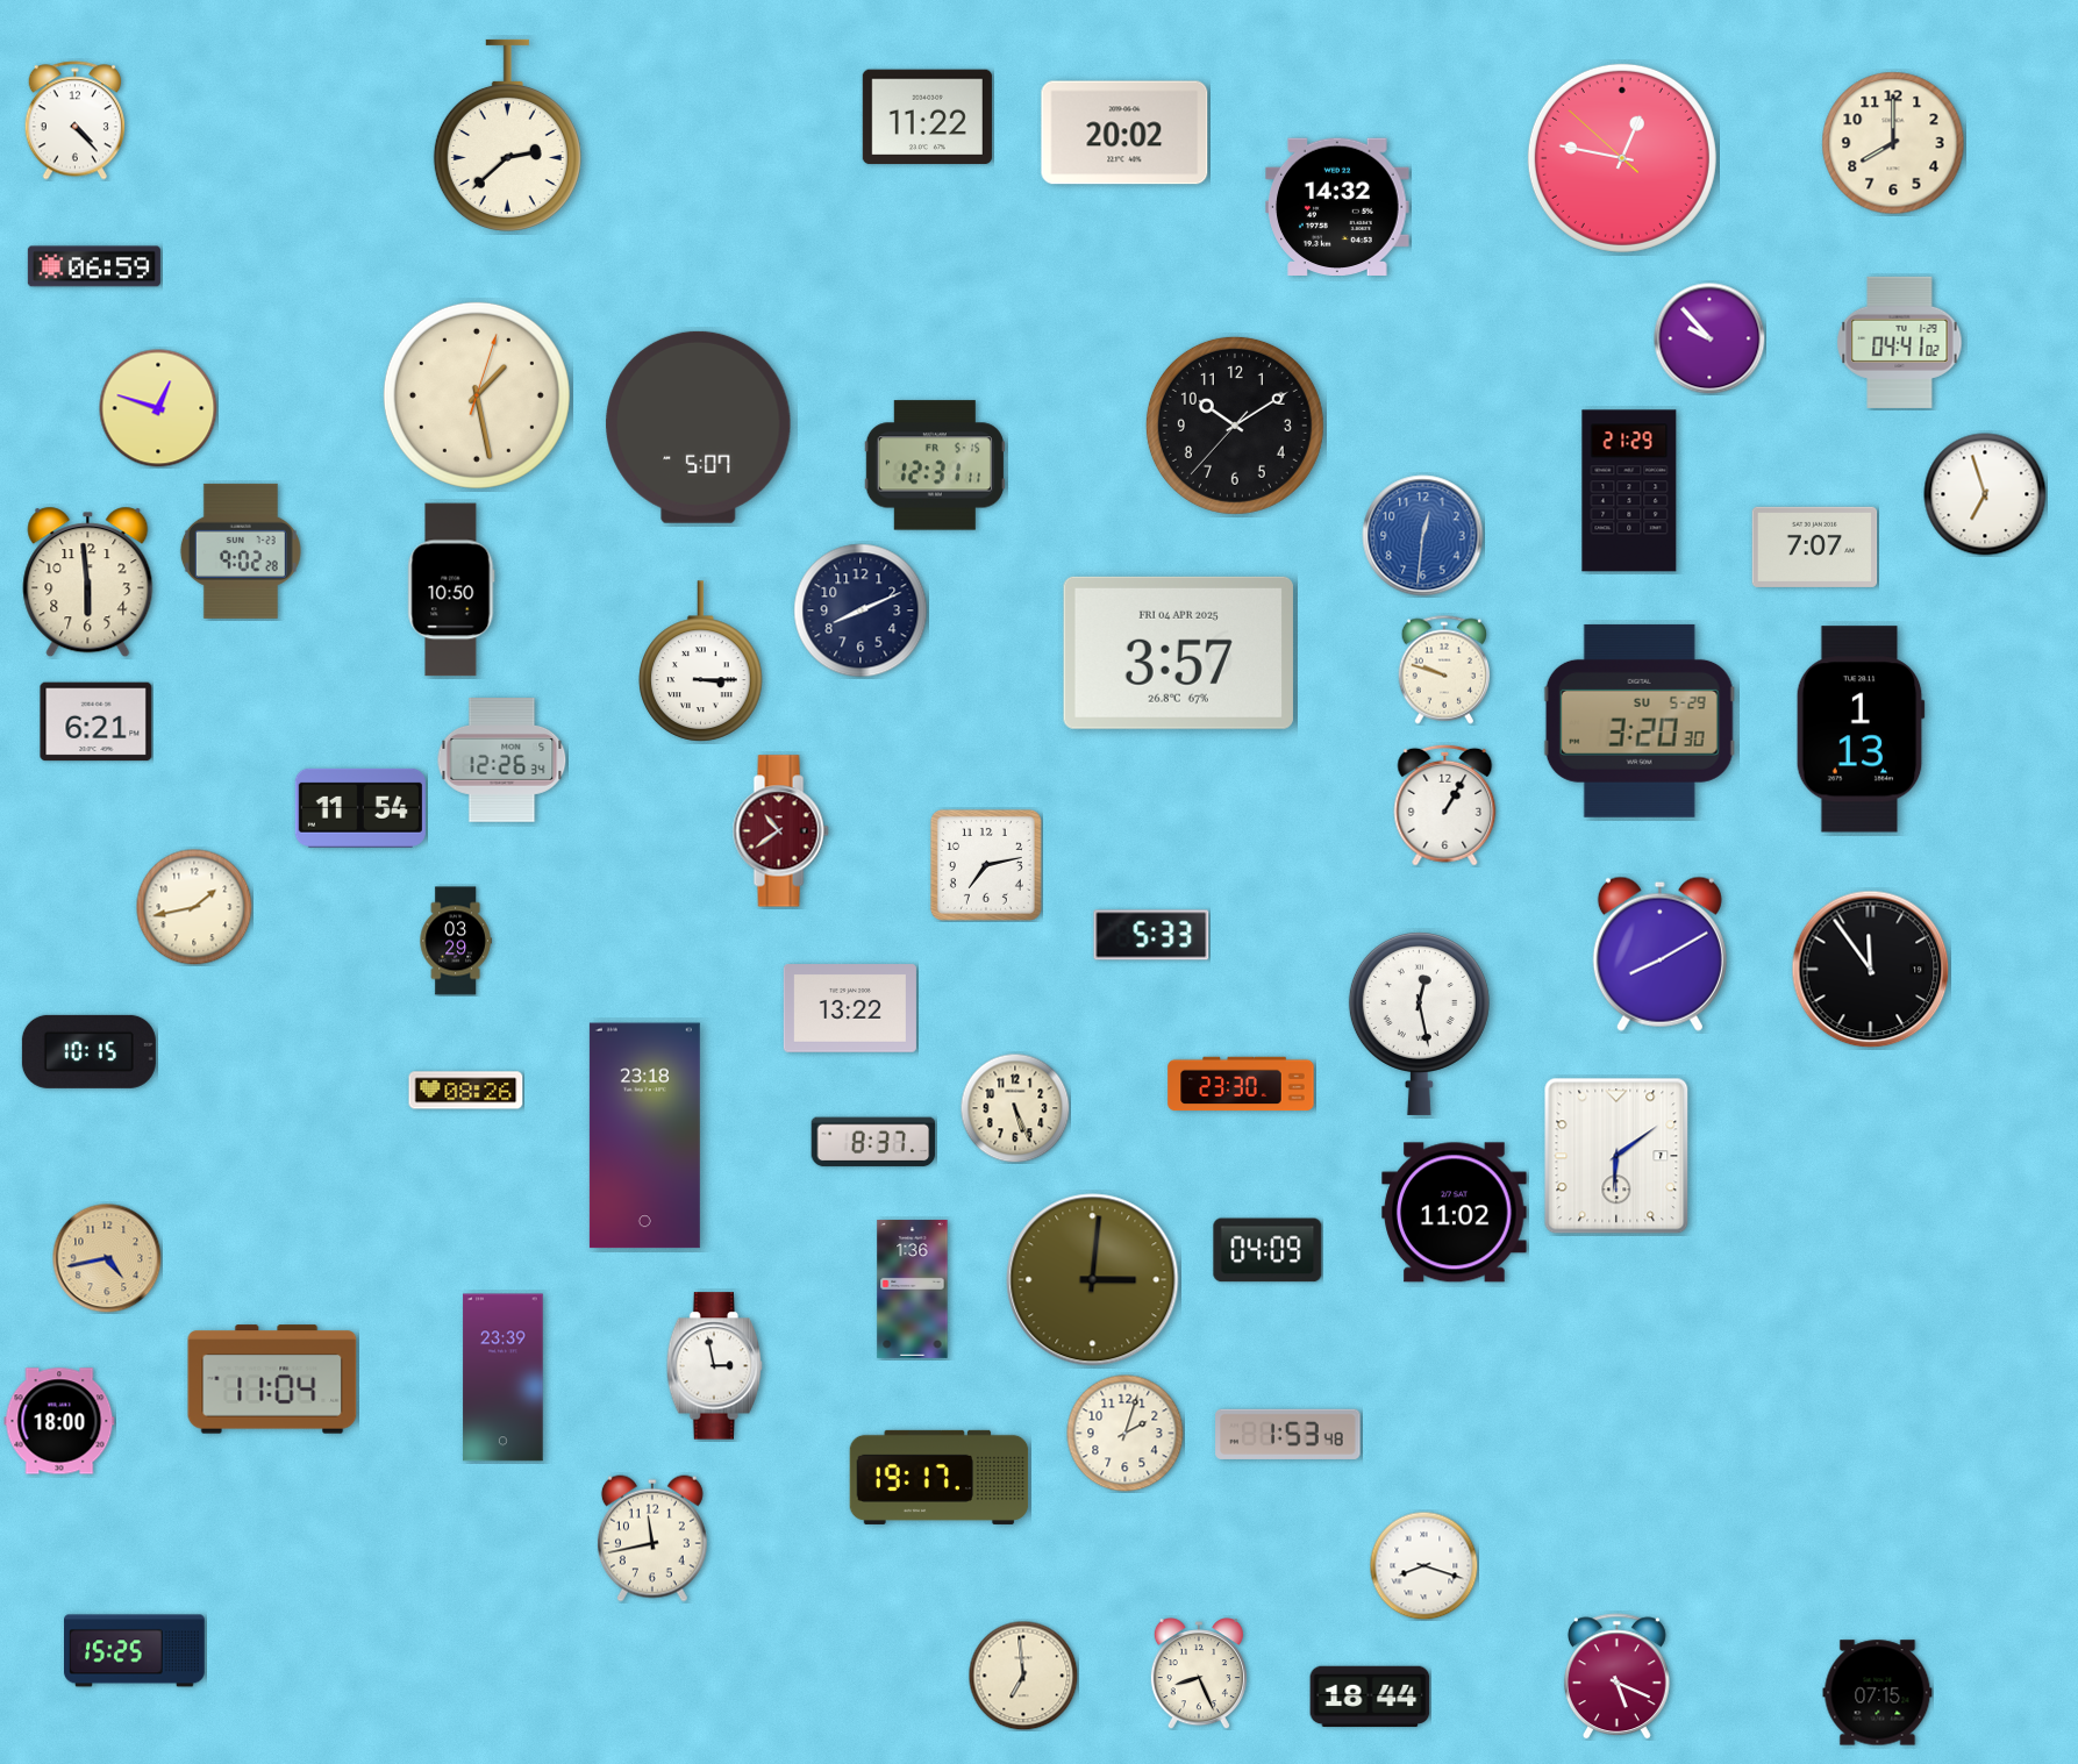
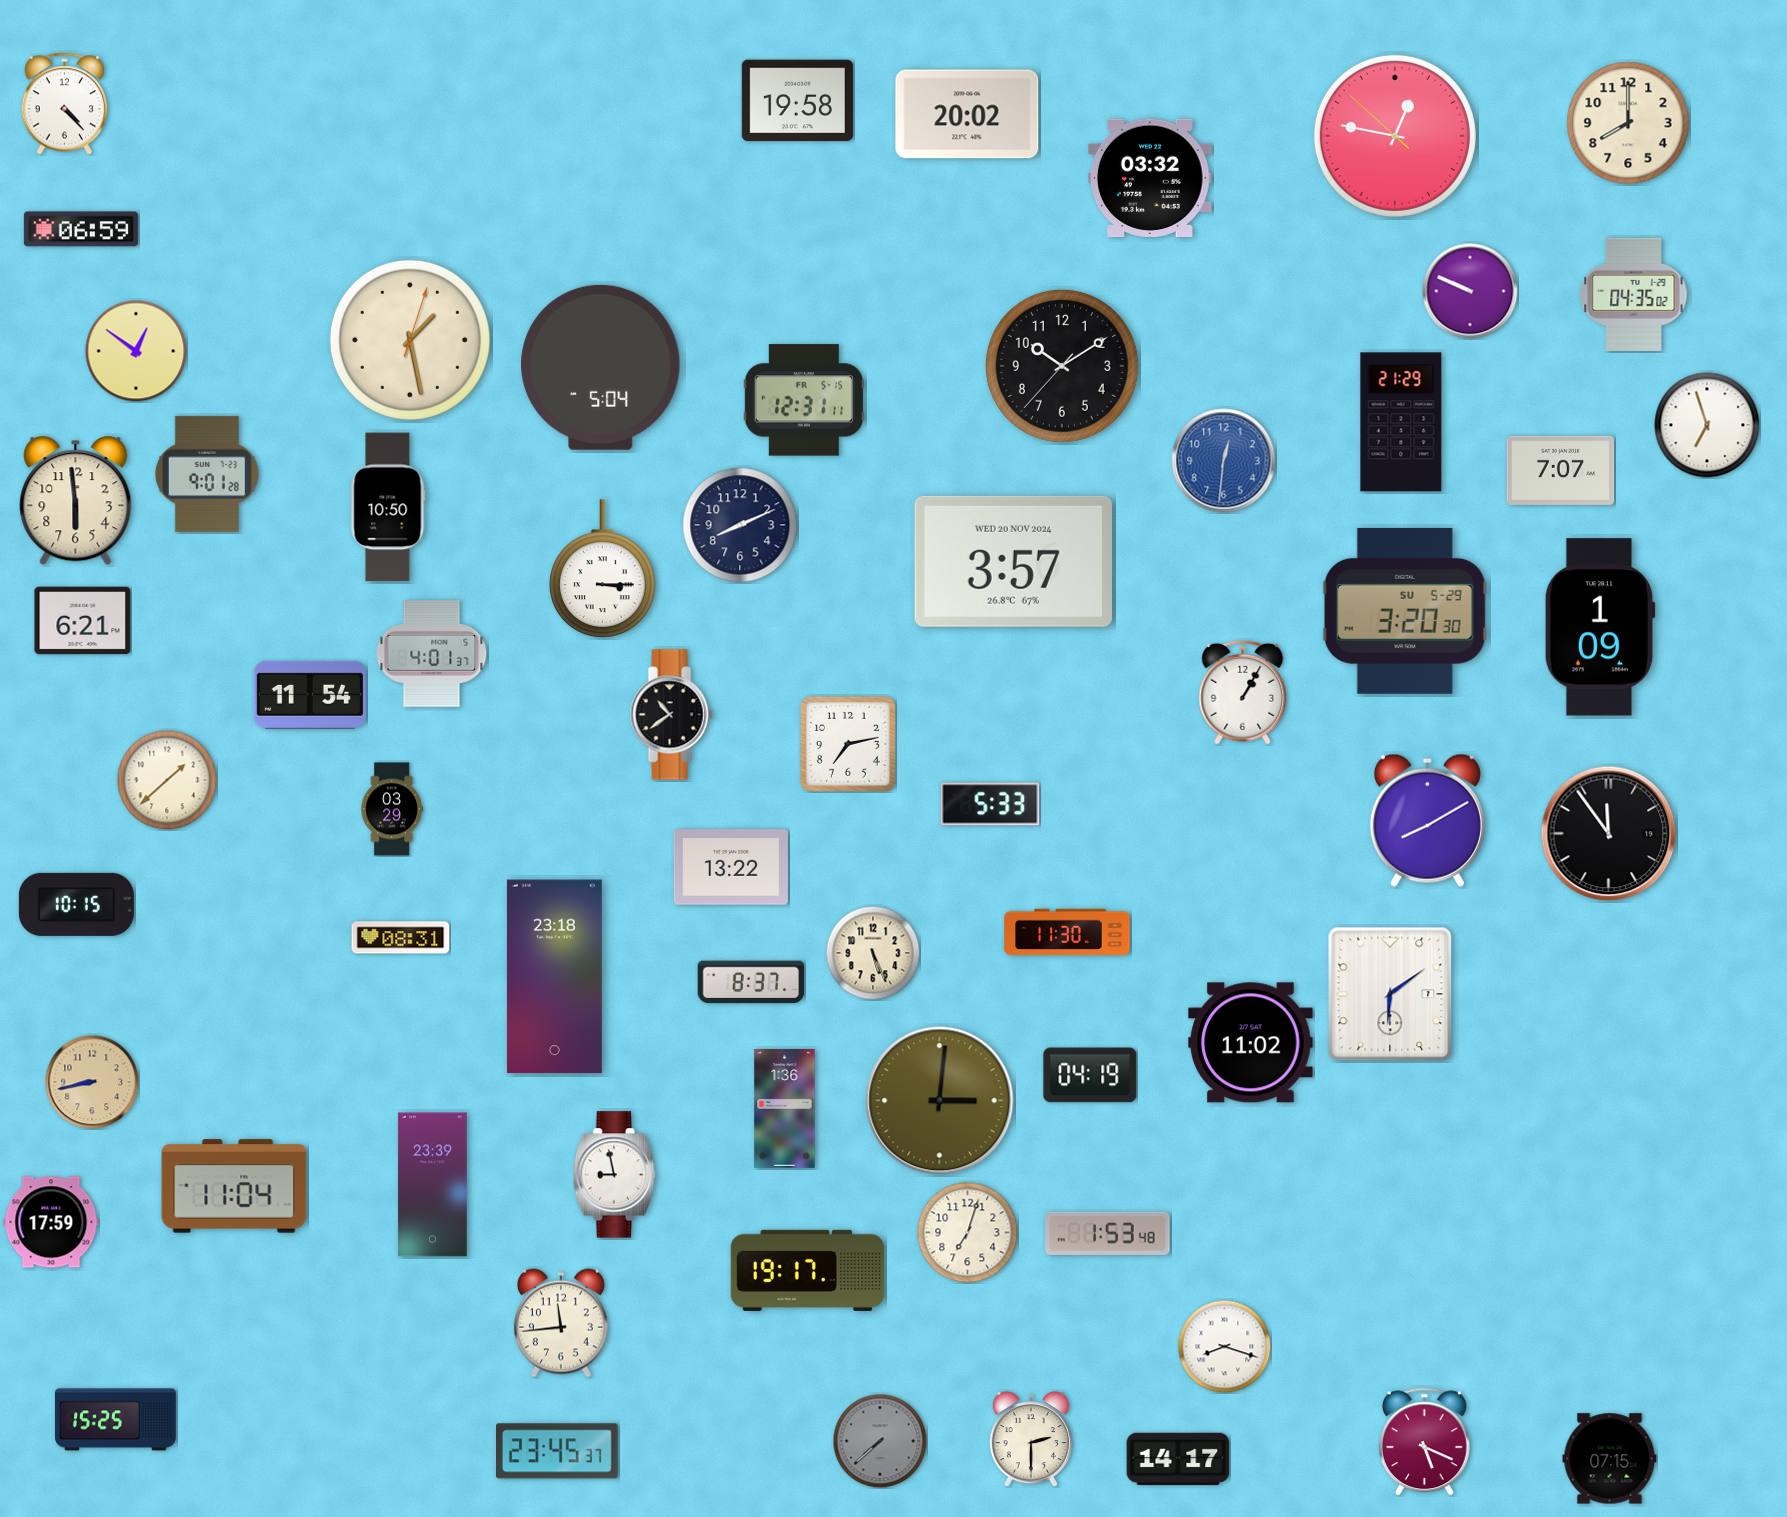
clock at (927, 117): 11:22 -> 19:58
clock at (507, 135): 2:38 -> none
clock at (1337, 206): 14:32 -> 03:32
clock at (1709, 338): 9:53 -> 9:49
clock at (1900, 342): 04:41 -> 04:35
clock at (158, 408): 12:48 -> 12:51
clock at (699, 427): 5:07 -> 5:04
clock at (241, 551): 9:02 -> 9:01
clock at (1178, 652) date: FRI 04 APR 2025 -> WED 20 NOV 2024
clock at (1444, 670): 9:48 -> none
clock at (1640, 721) position: (1640, 721) -> (1405, 611)
clock at (1861, 729): 1:13 -> 1:09
clock at (502, 760): 12:26 -> 4:01
clock at (780, 831) dial: burgundy -> black
clock at (194, 907): 1:43 -> 1:38
clock at (1419, 1023): 12:28 -> none
clock at (1241, 1084): 23:30 -> 11:30
clock at (466, 1091): 08:26 -> 08:31
clock at (1267, 1250): 04:09 -> 04:19
clock at (107, 1258): 4:43 -> 8:43
clock at (715, 1366): 2:58 -> 8:58
clock at (59, 1421): 18:00 -> 17:59
clock at (1126, 1434): 2:03 -> 7:03
clock at (652, 1538): 11:43 -> 11:44
clock at (1199, 1673): 8:26 -> 2:30
clock at (1023, 1676): 6:59 -> 7:38
clock at (1023, 1676) dial: cream -> grey
clock at (1616, 1677) position: (1616, 1677) -> (1424, 1442)
clock at (558, 1451): none -> 23:45
clock at (1878, 1693) position: (1878, 1693) -> (1610, 1459)
clock at (1370, 1697): 18:44 -> 14:17
